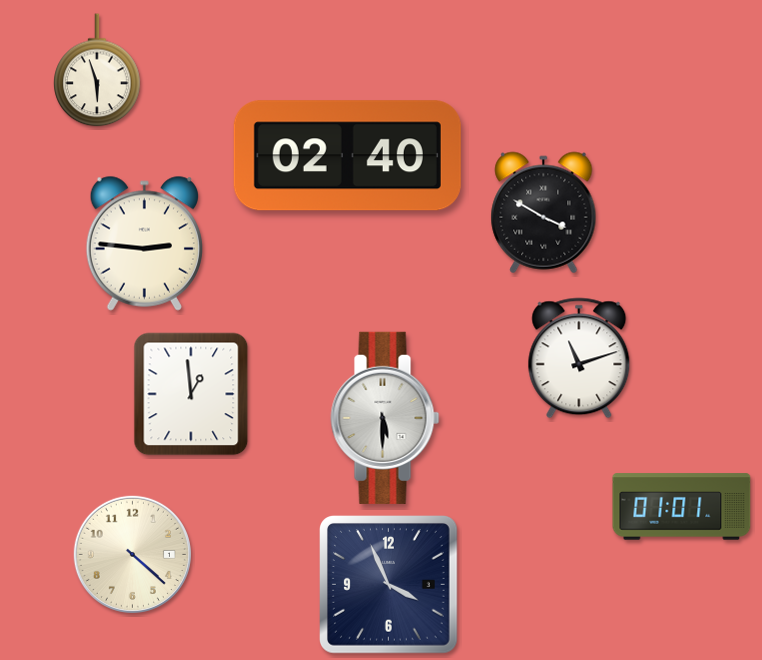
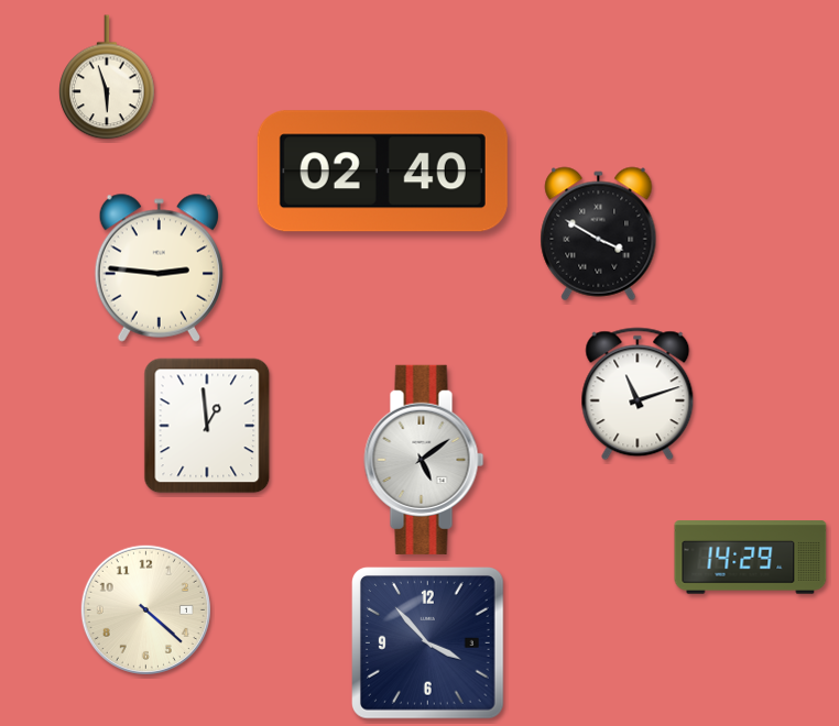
clock at (191, 394) position: (191, 394) -> (207, 426)
clock at (385, 418): 5:30 -> 5:09
clock at (682, 507): 01:01 -> 14:29
clock at (389, 585): 3:56 -> 3:53
